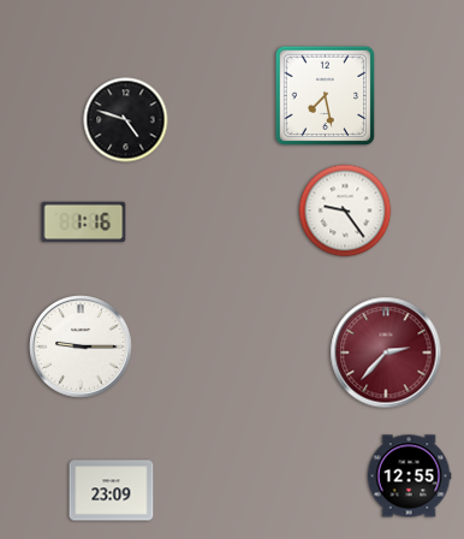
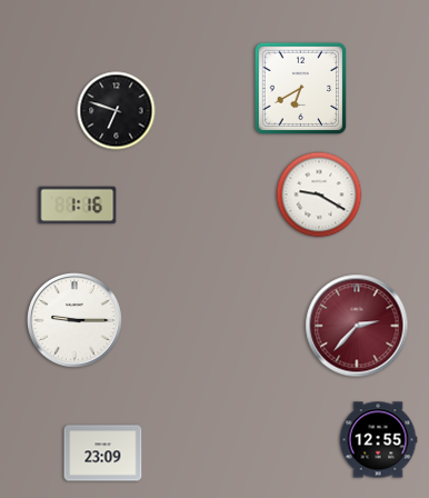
clock at (326, 96): 7:28 -> 6:40
clock at (126, 120): 4:48 -> 6:48
clock at (345, 211): 9:24 -> 9:20
